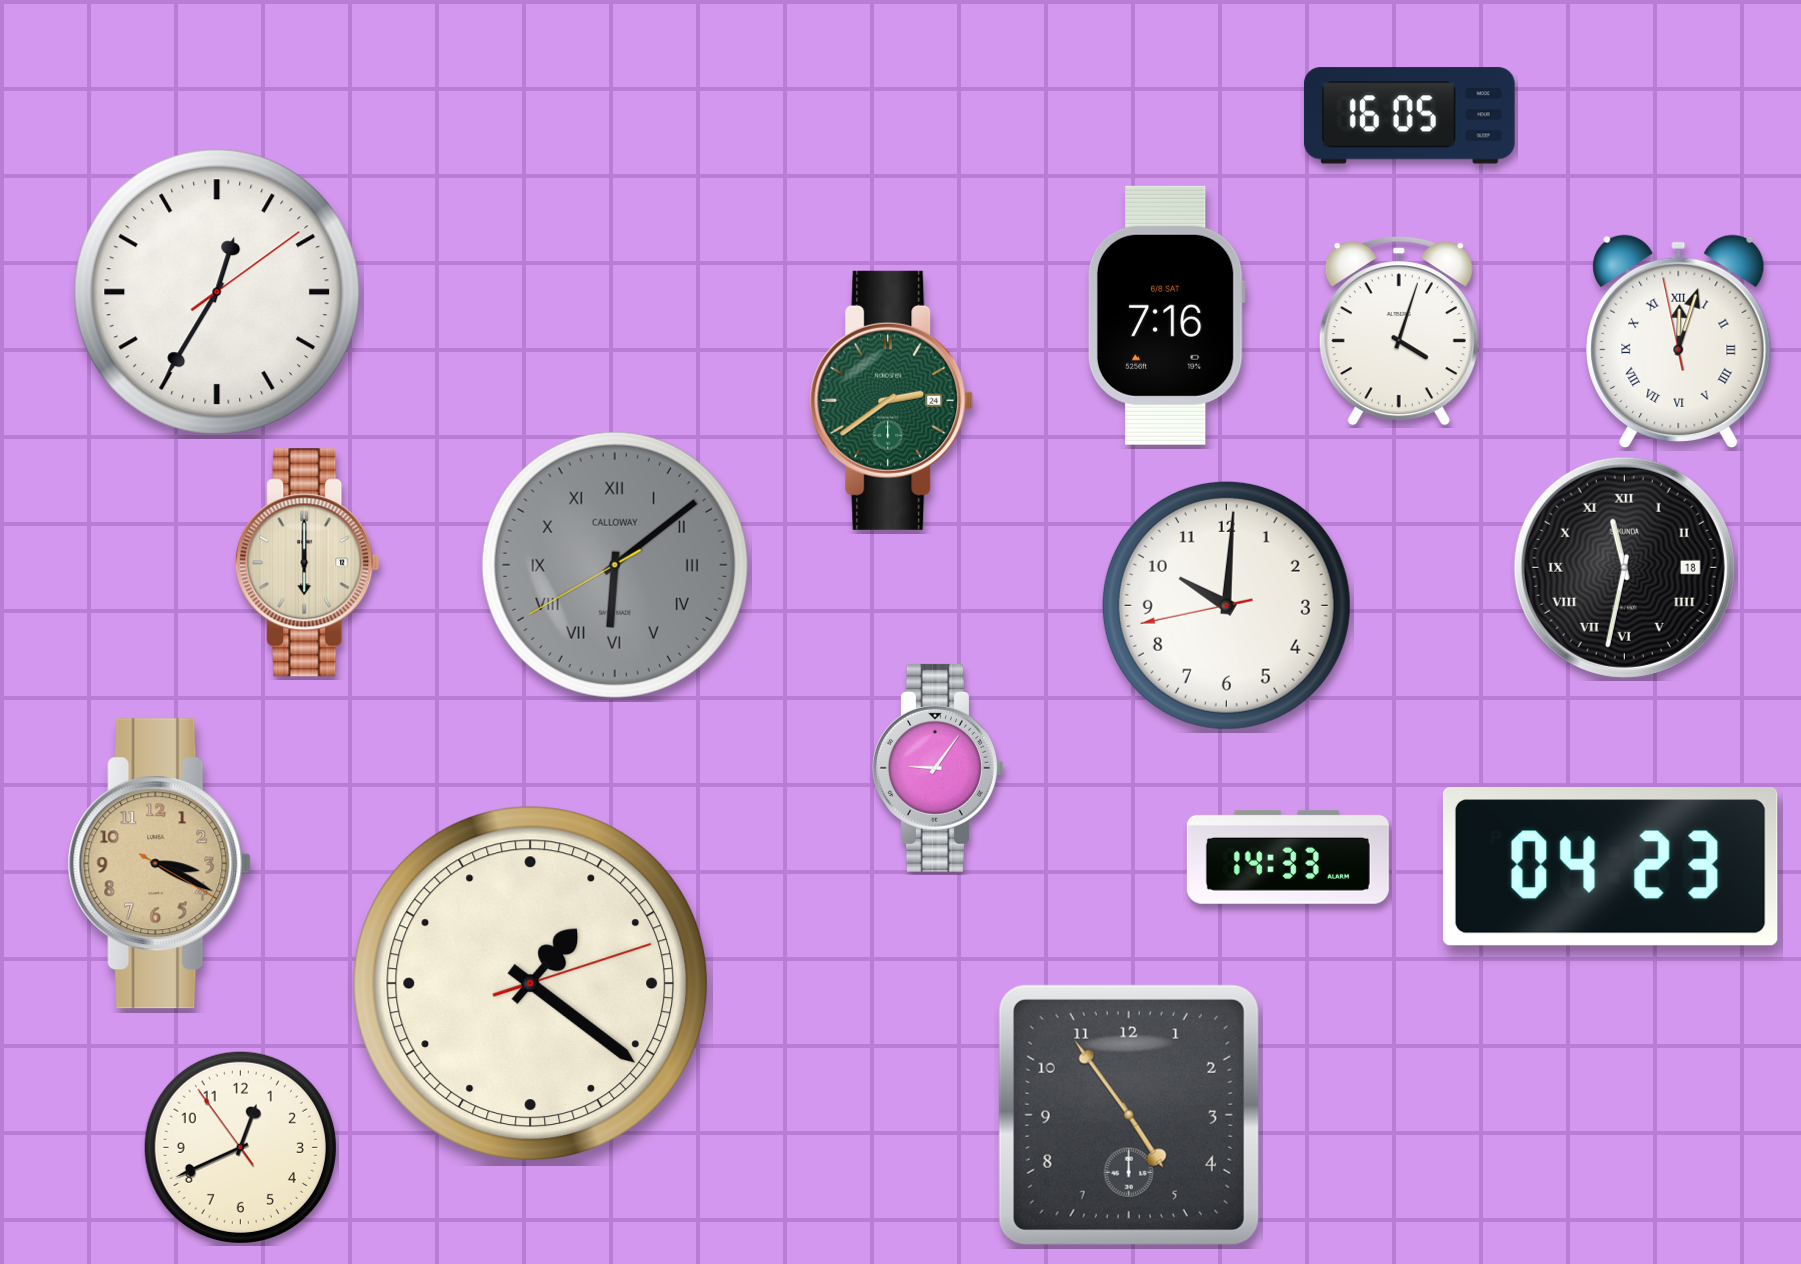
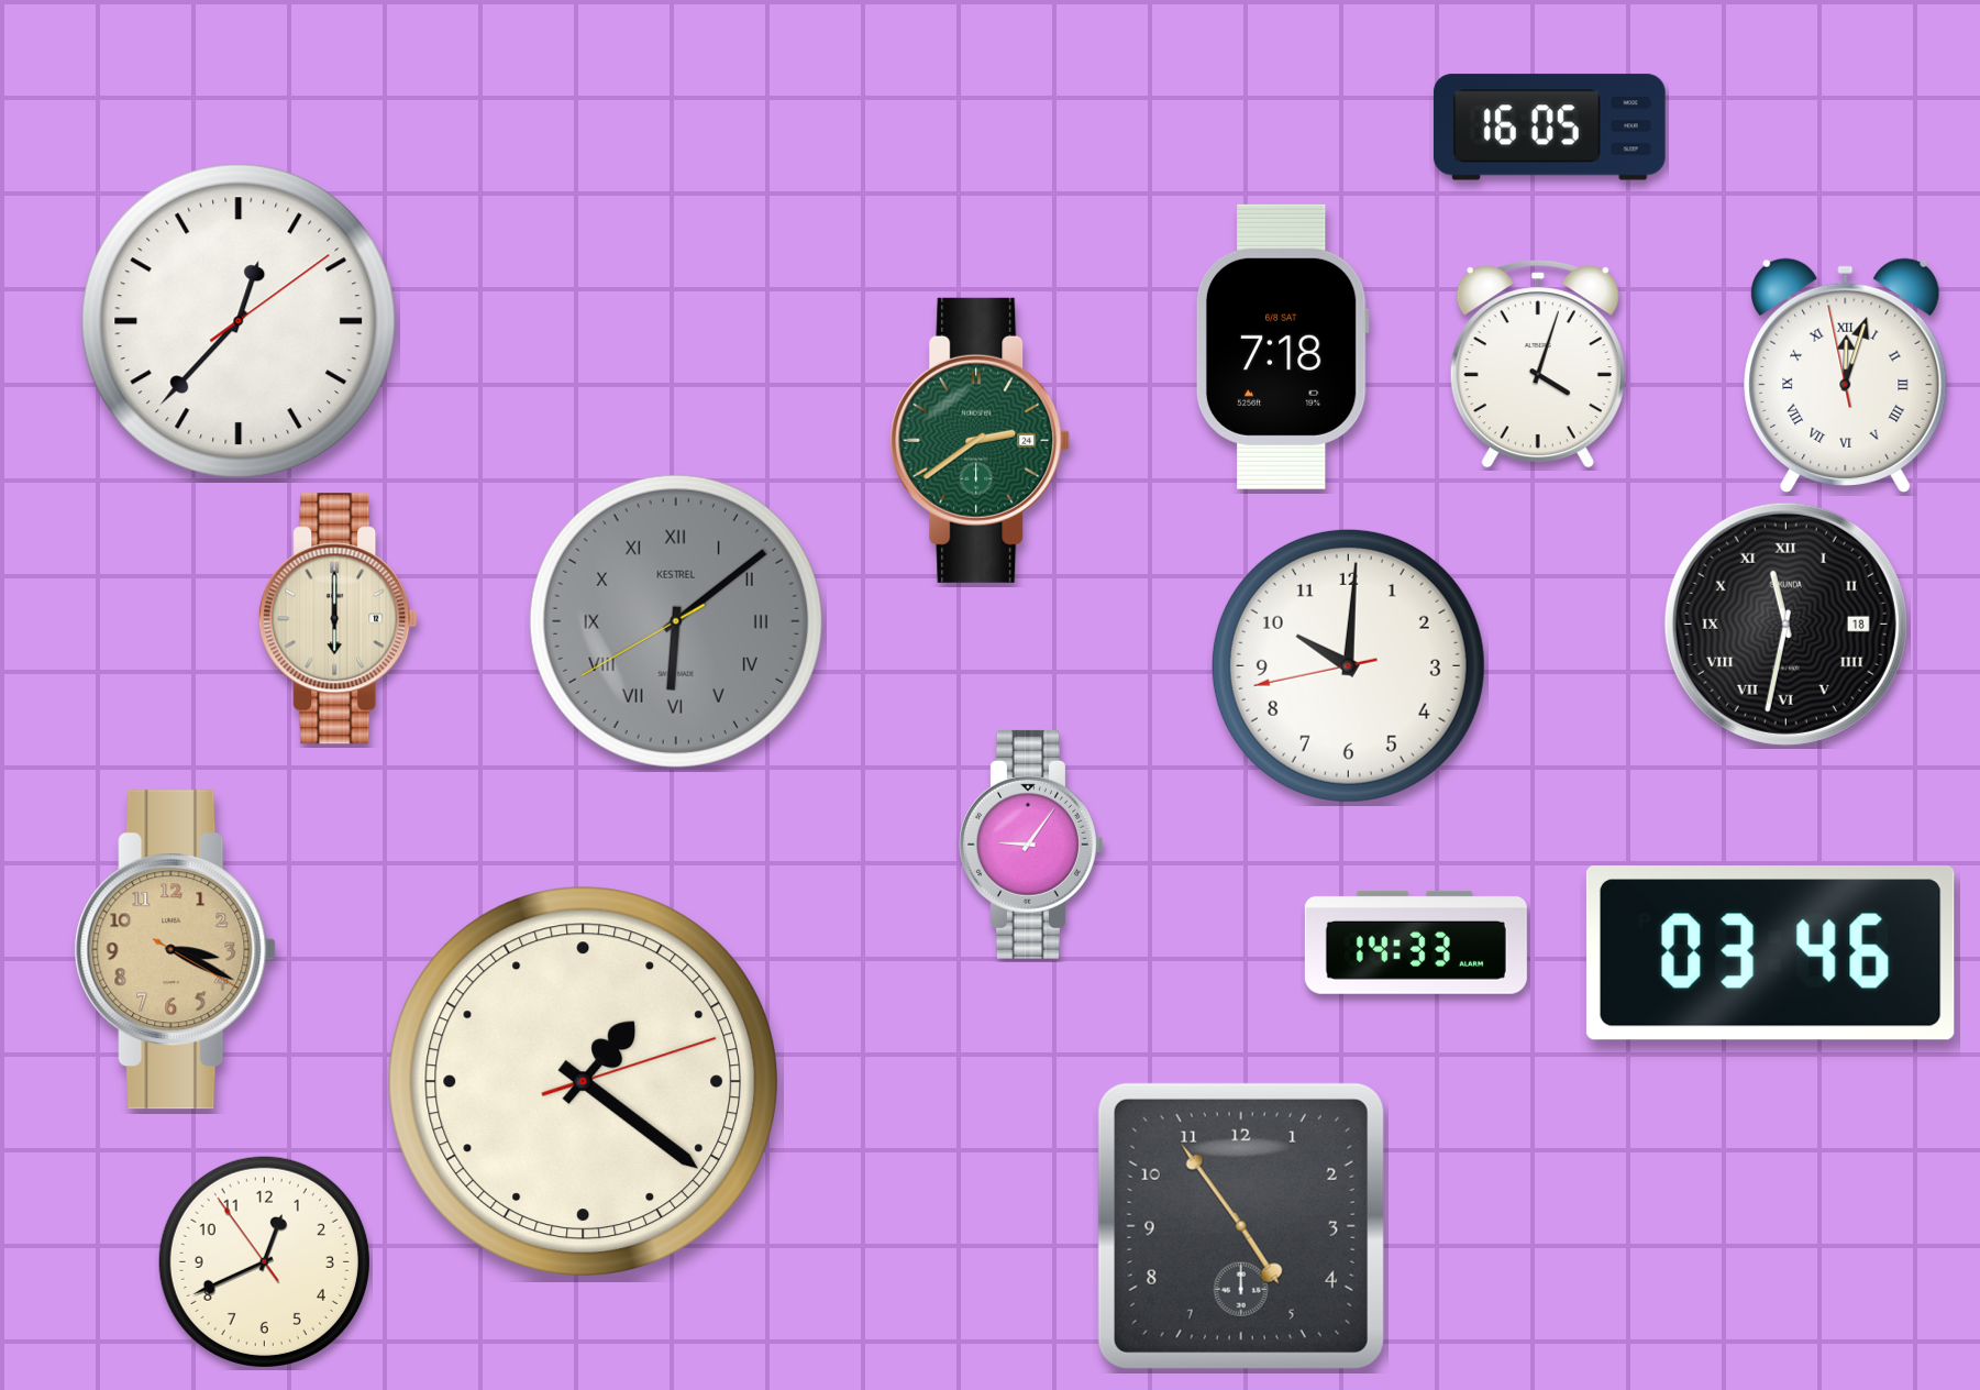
clock at (217, 292): 12:35 -> 12:37
clock at (1166, 315): 7:16 -> 7:18
clock at (615, 565) brand: CALLOWAY -> KESTREL
clock at (1610, 867): 04:23 -> 03:46
